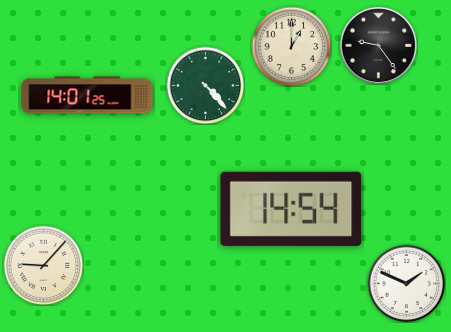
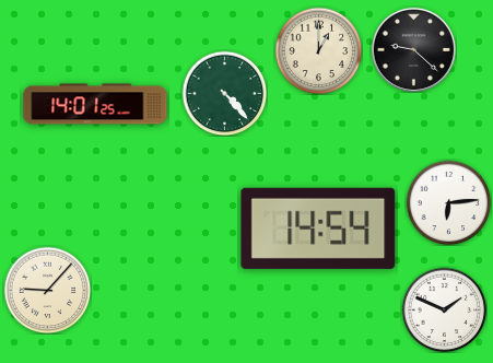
clock at (378, 45): 9:24 -> 9:22
clock at (448, 202): none -> 6:14
